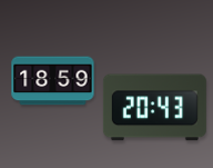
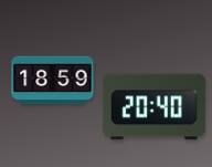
clock at (154, 108): 20:43 -> 20:40
